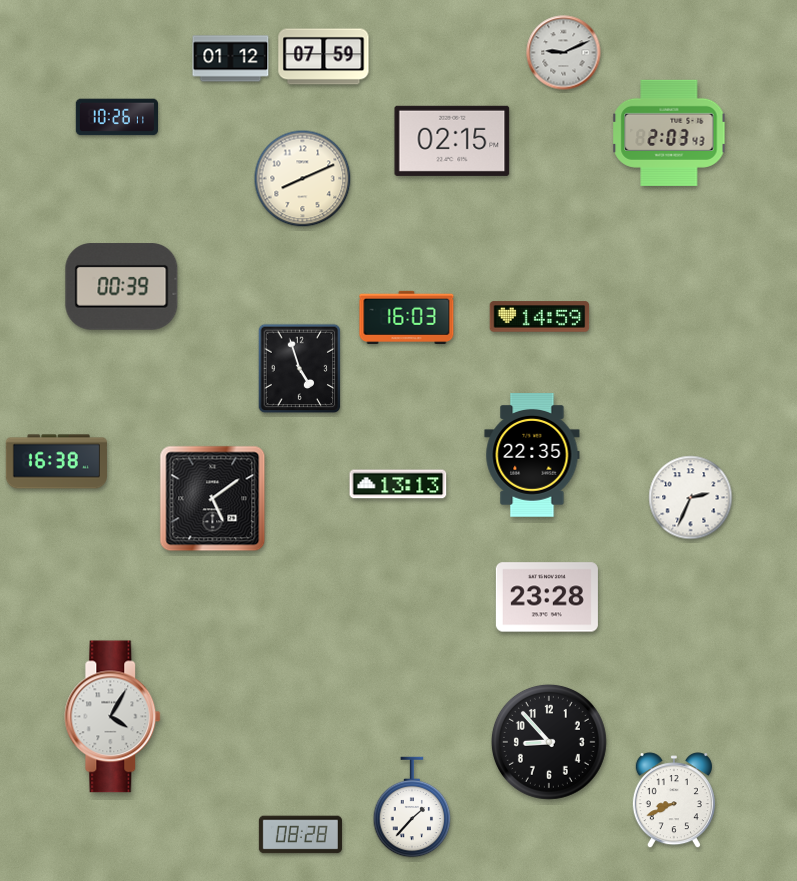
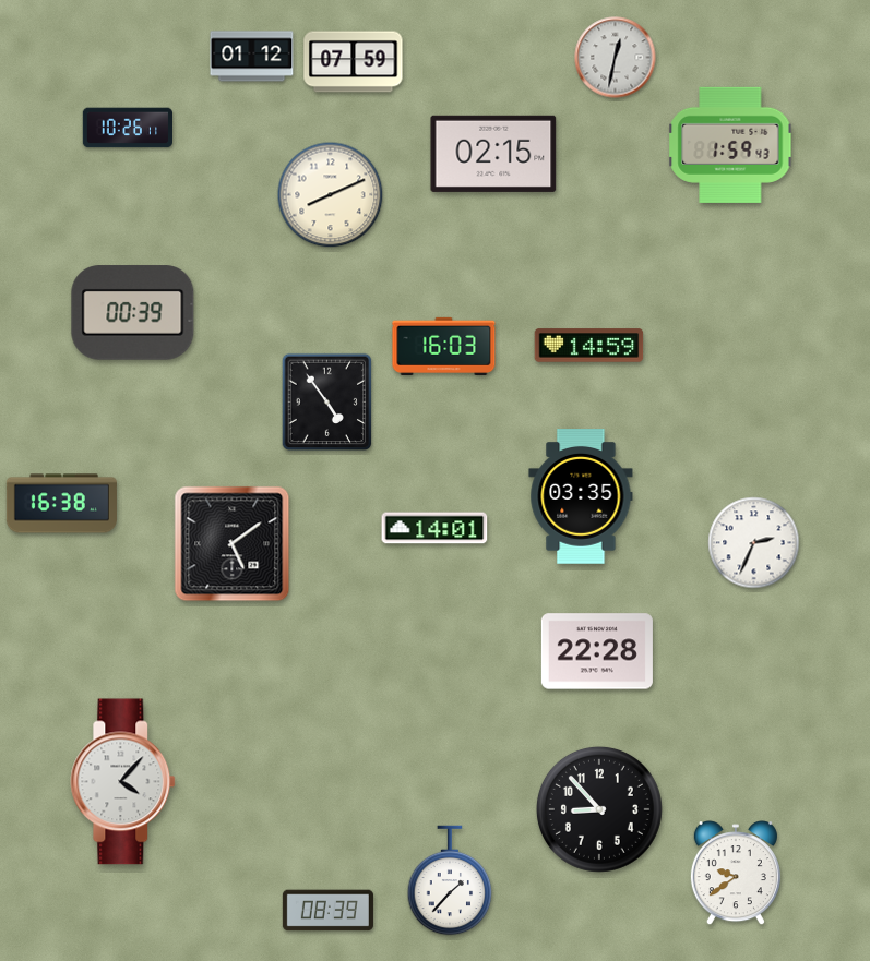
clock at (564, 53): 9:11 -> 12:32
clock at (231, 59) position: (231, 59) -> (252, 57)
clock at (669, 133): 2:03 -> 1:59
clock at (300, 369): 4:57 -> 4:54
clock at (532, 455): 22:35 -> 03:35
clock at (398, 484): 13:13 -> 14:01
clock at (547, 597): 23:28 -> 22:28
clock at (113, 717): 4:05 -> 4:07
clock at (674, 801): 8:41 -> 9:39
clock at (300, 835): 08:28 -> 08:39
